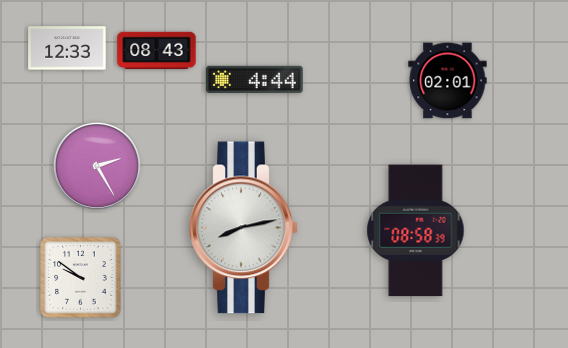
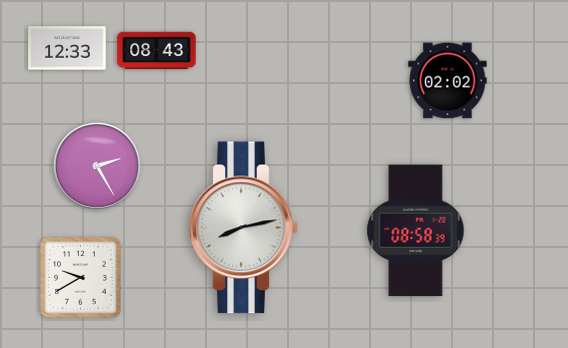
clock at (255, 79): 4:44 -> none
clock at (448, 81): 02:01 -> 02:02
clock at (81, 278): 9:51 -> 9:40
